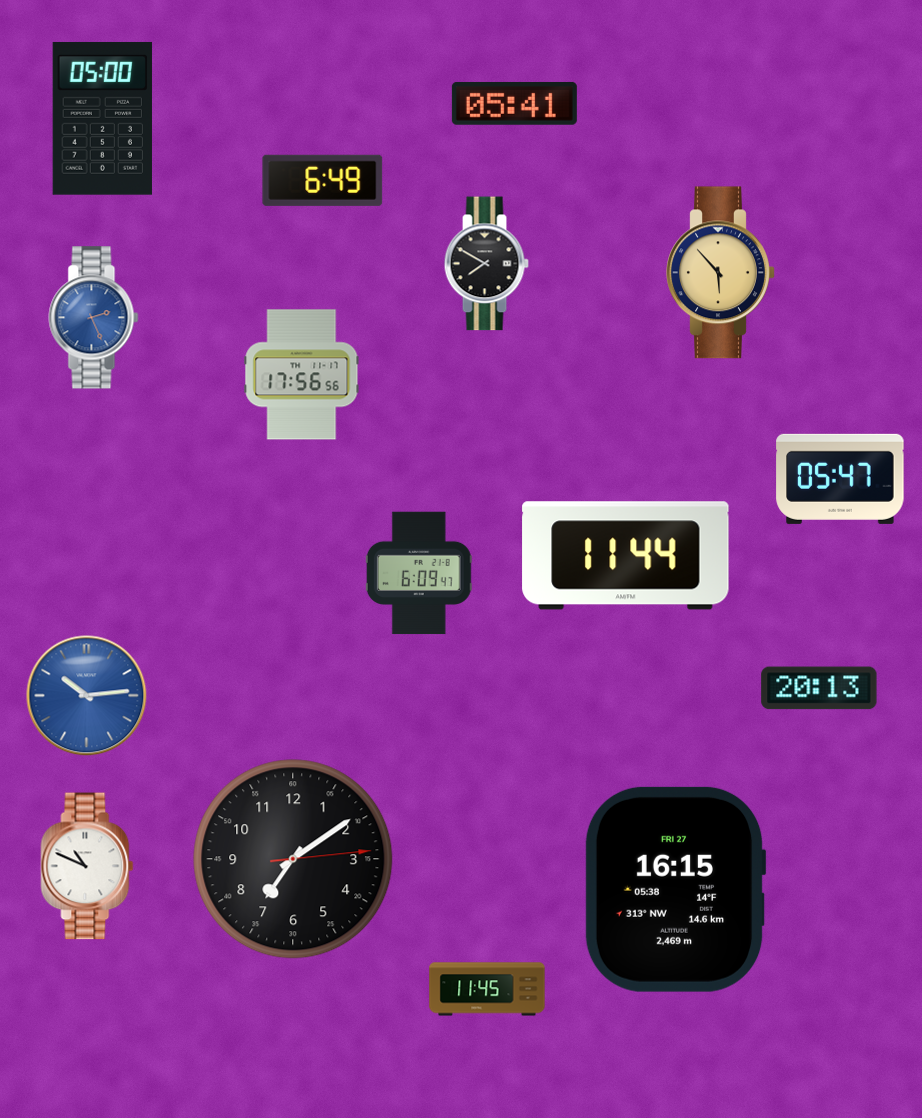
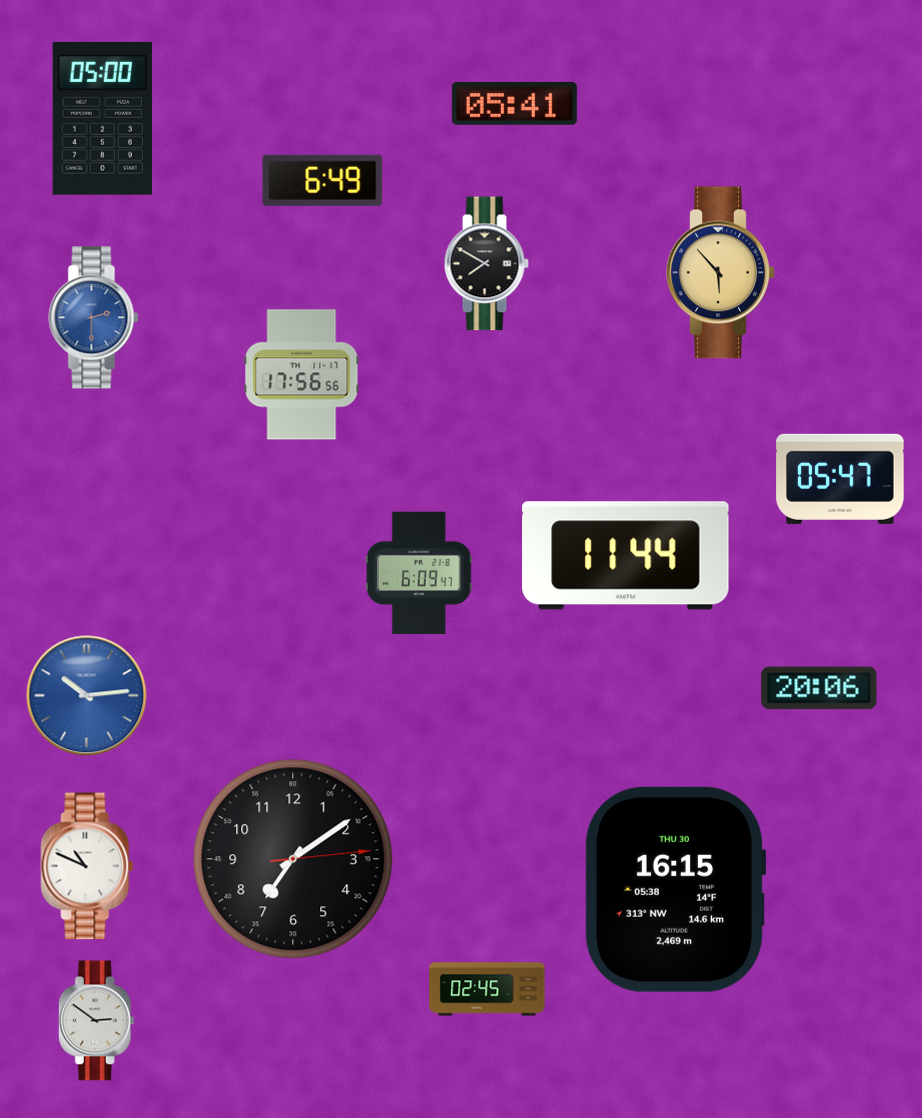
clock at (94, 318): 2:26 -> 2:30
clock at (819, 688): 20:13 -> 20:06
clock at (675, 889) date: FRI 27 -> THU 30
clock at (487, 989): 11:45 -> 02:45
clock at (96, 1021): none -> 2:51
